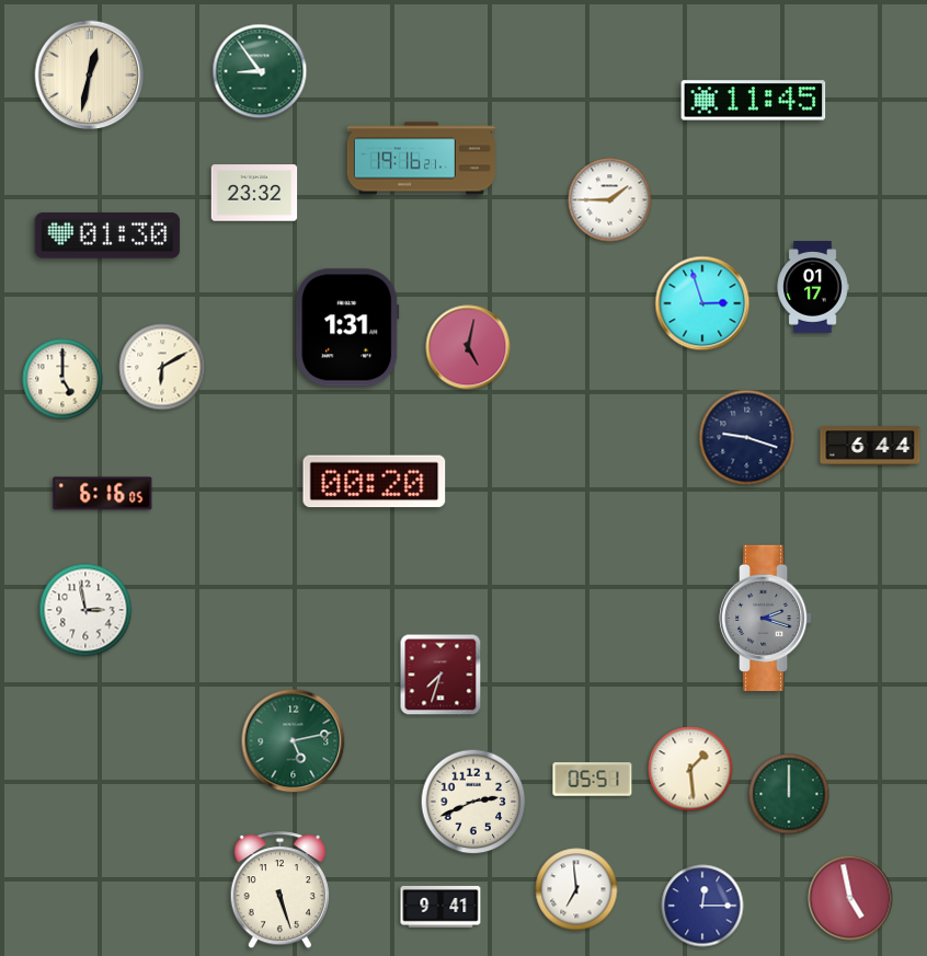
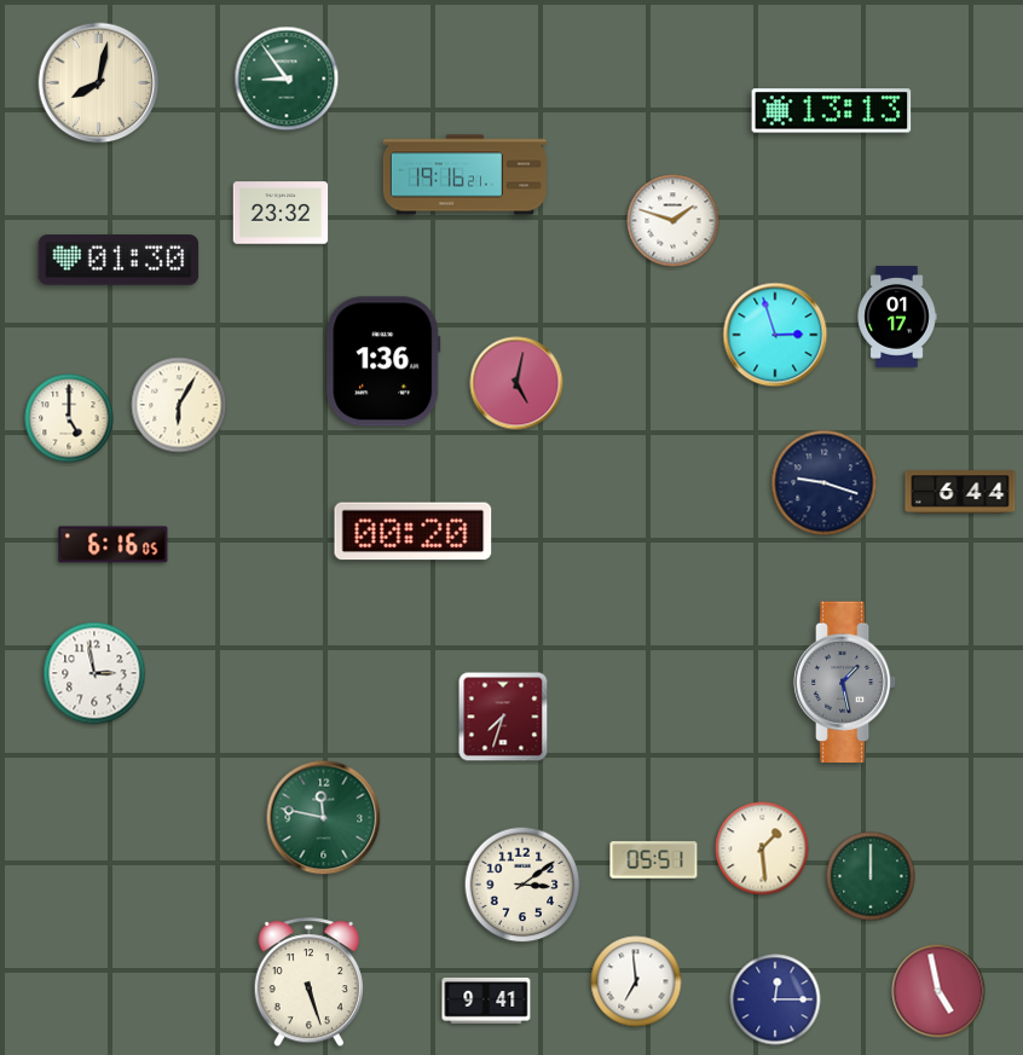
clock at (90, 76): 12:32 -> 8:02
clock at (754, 101): 11:45 -> 13:13
clock at (610, 200): 1:45 -> 1:48
clock at (347, 327): 1:31 -> 1:36
clock at (162, 367): 6:10 -> 6:05
clock at (766, 619): 2:18 -> 1:28
clock at (440, 675) position: (440, 675) -> (503, 717)
clock at (294, 741): 5:13 -> 11:47
clock at (473, 802): 2:41 -> 3:09
